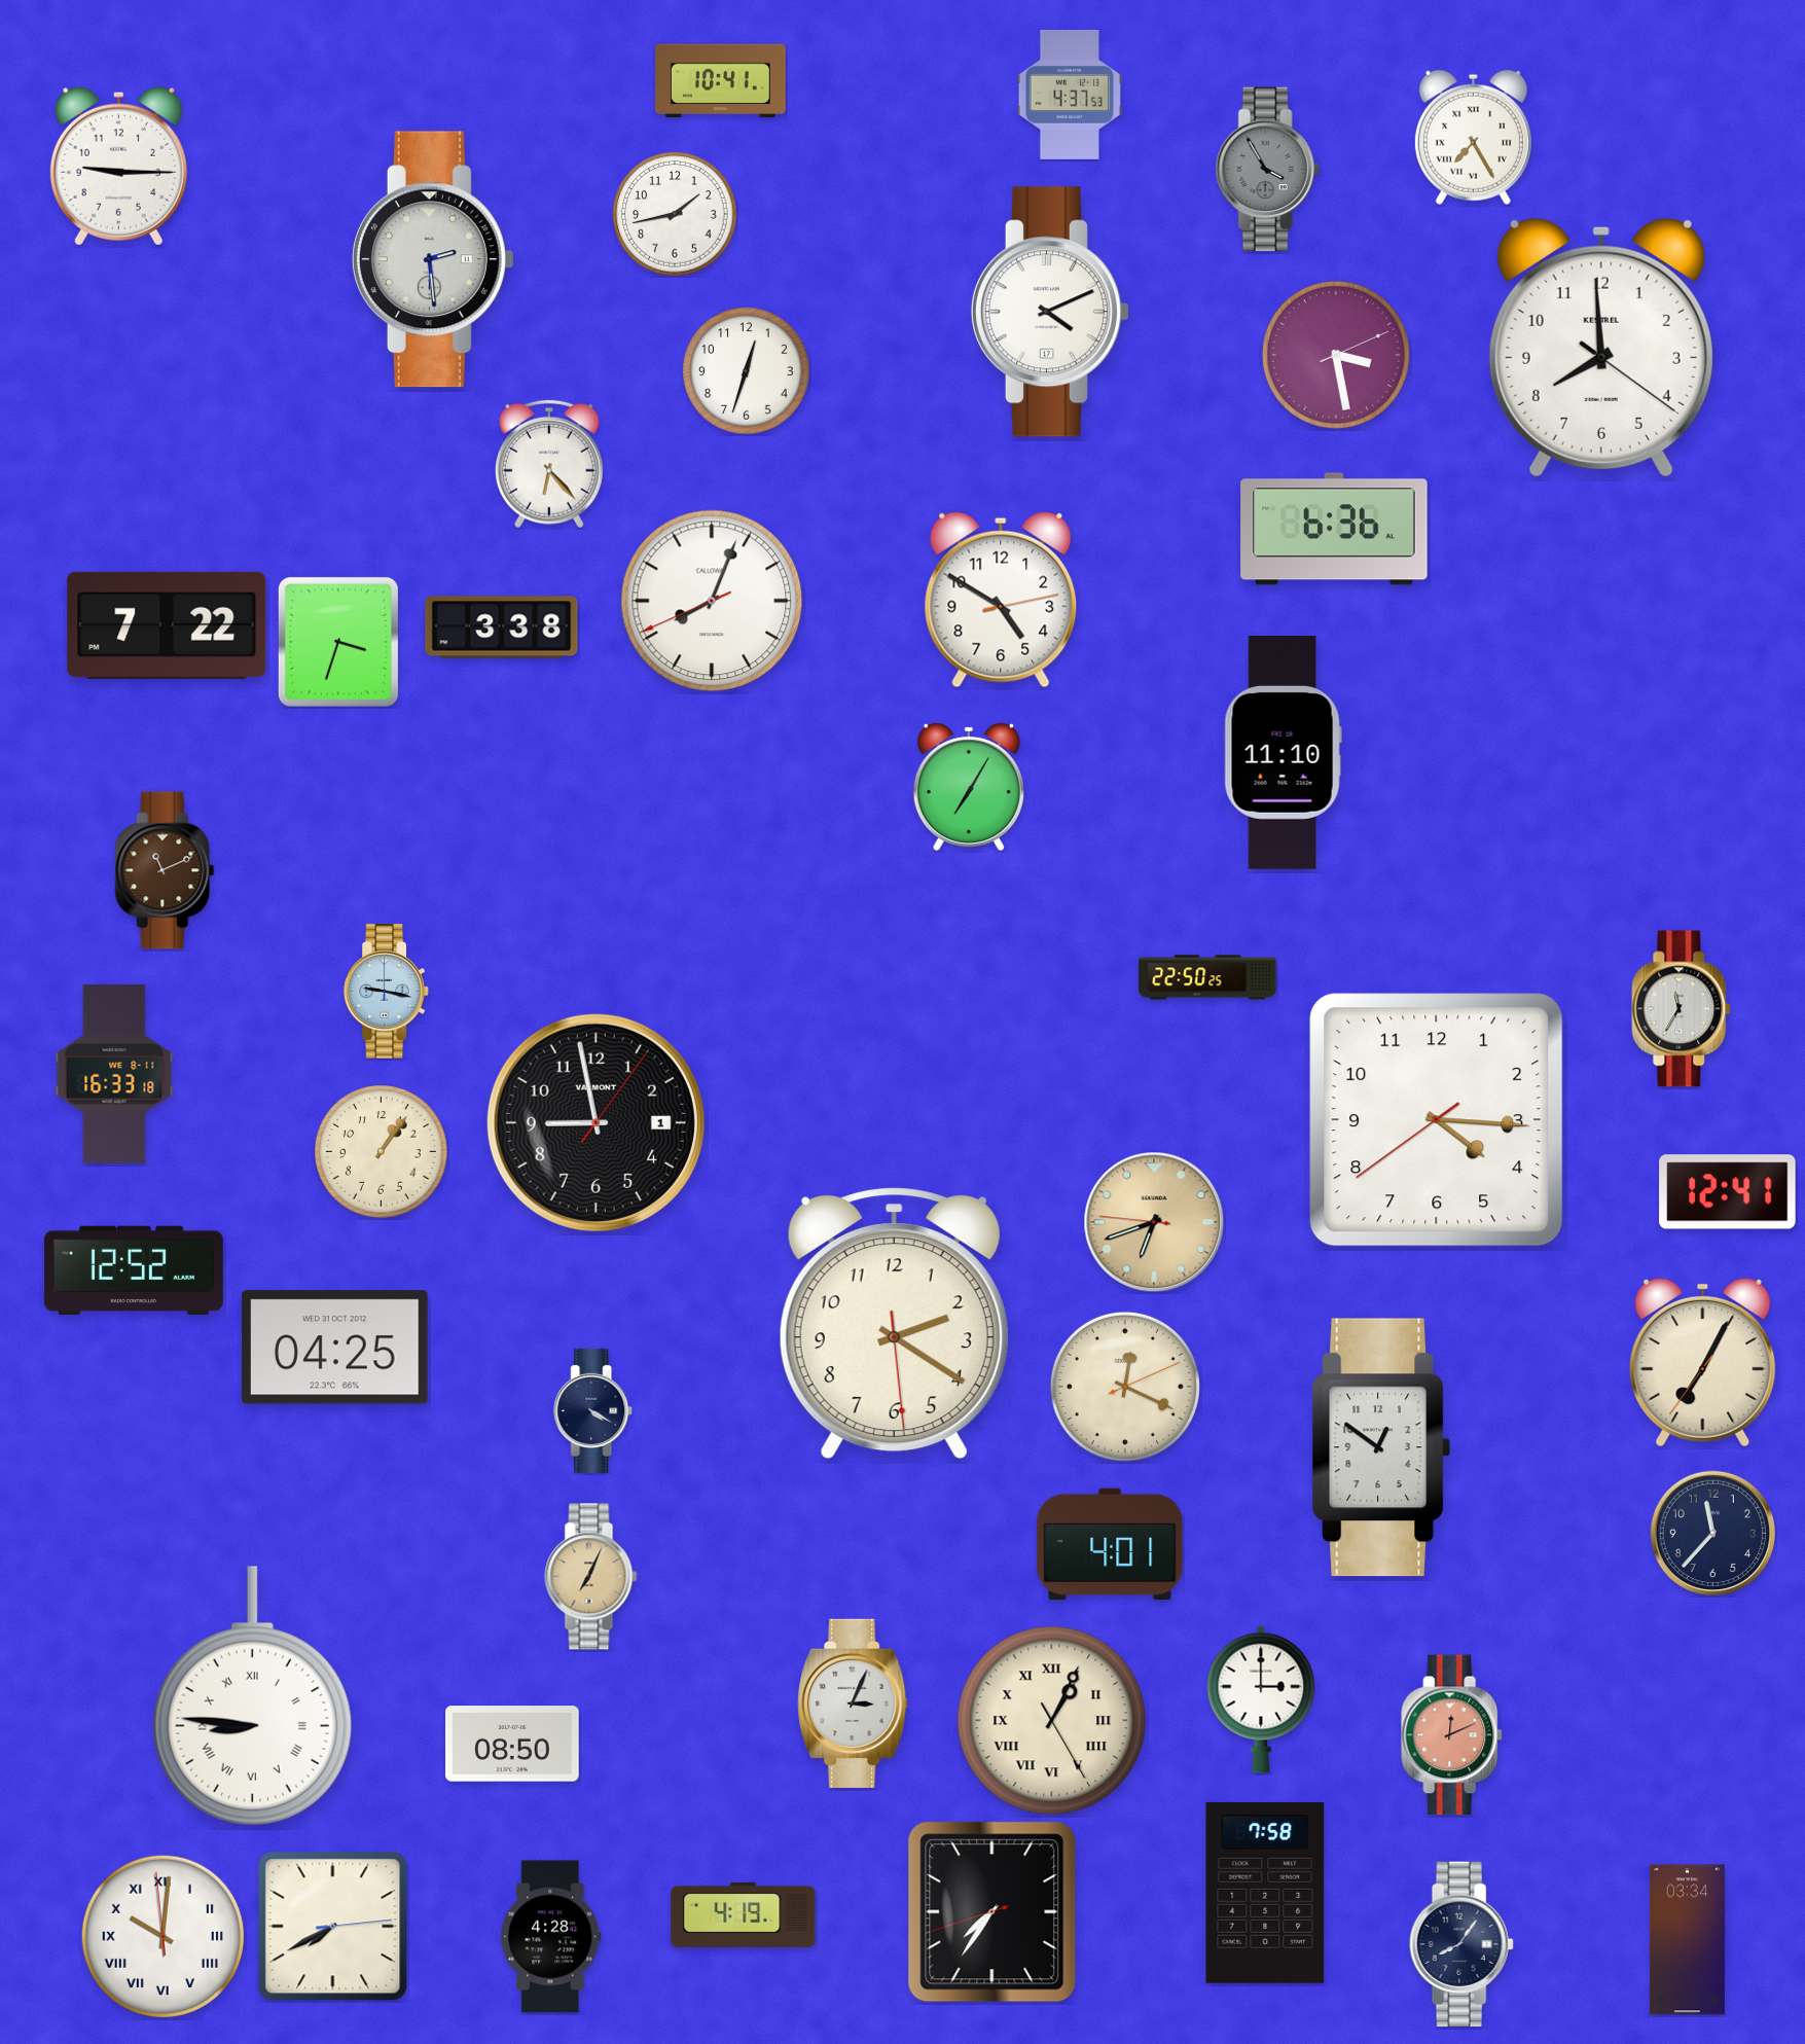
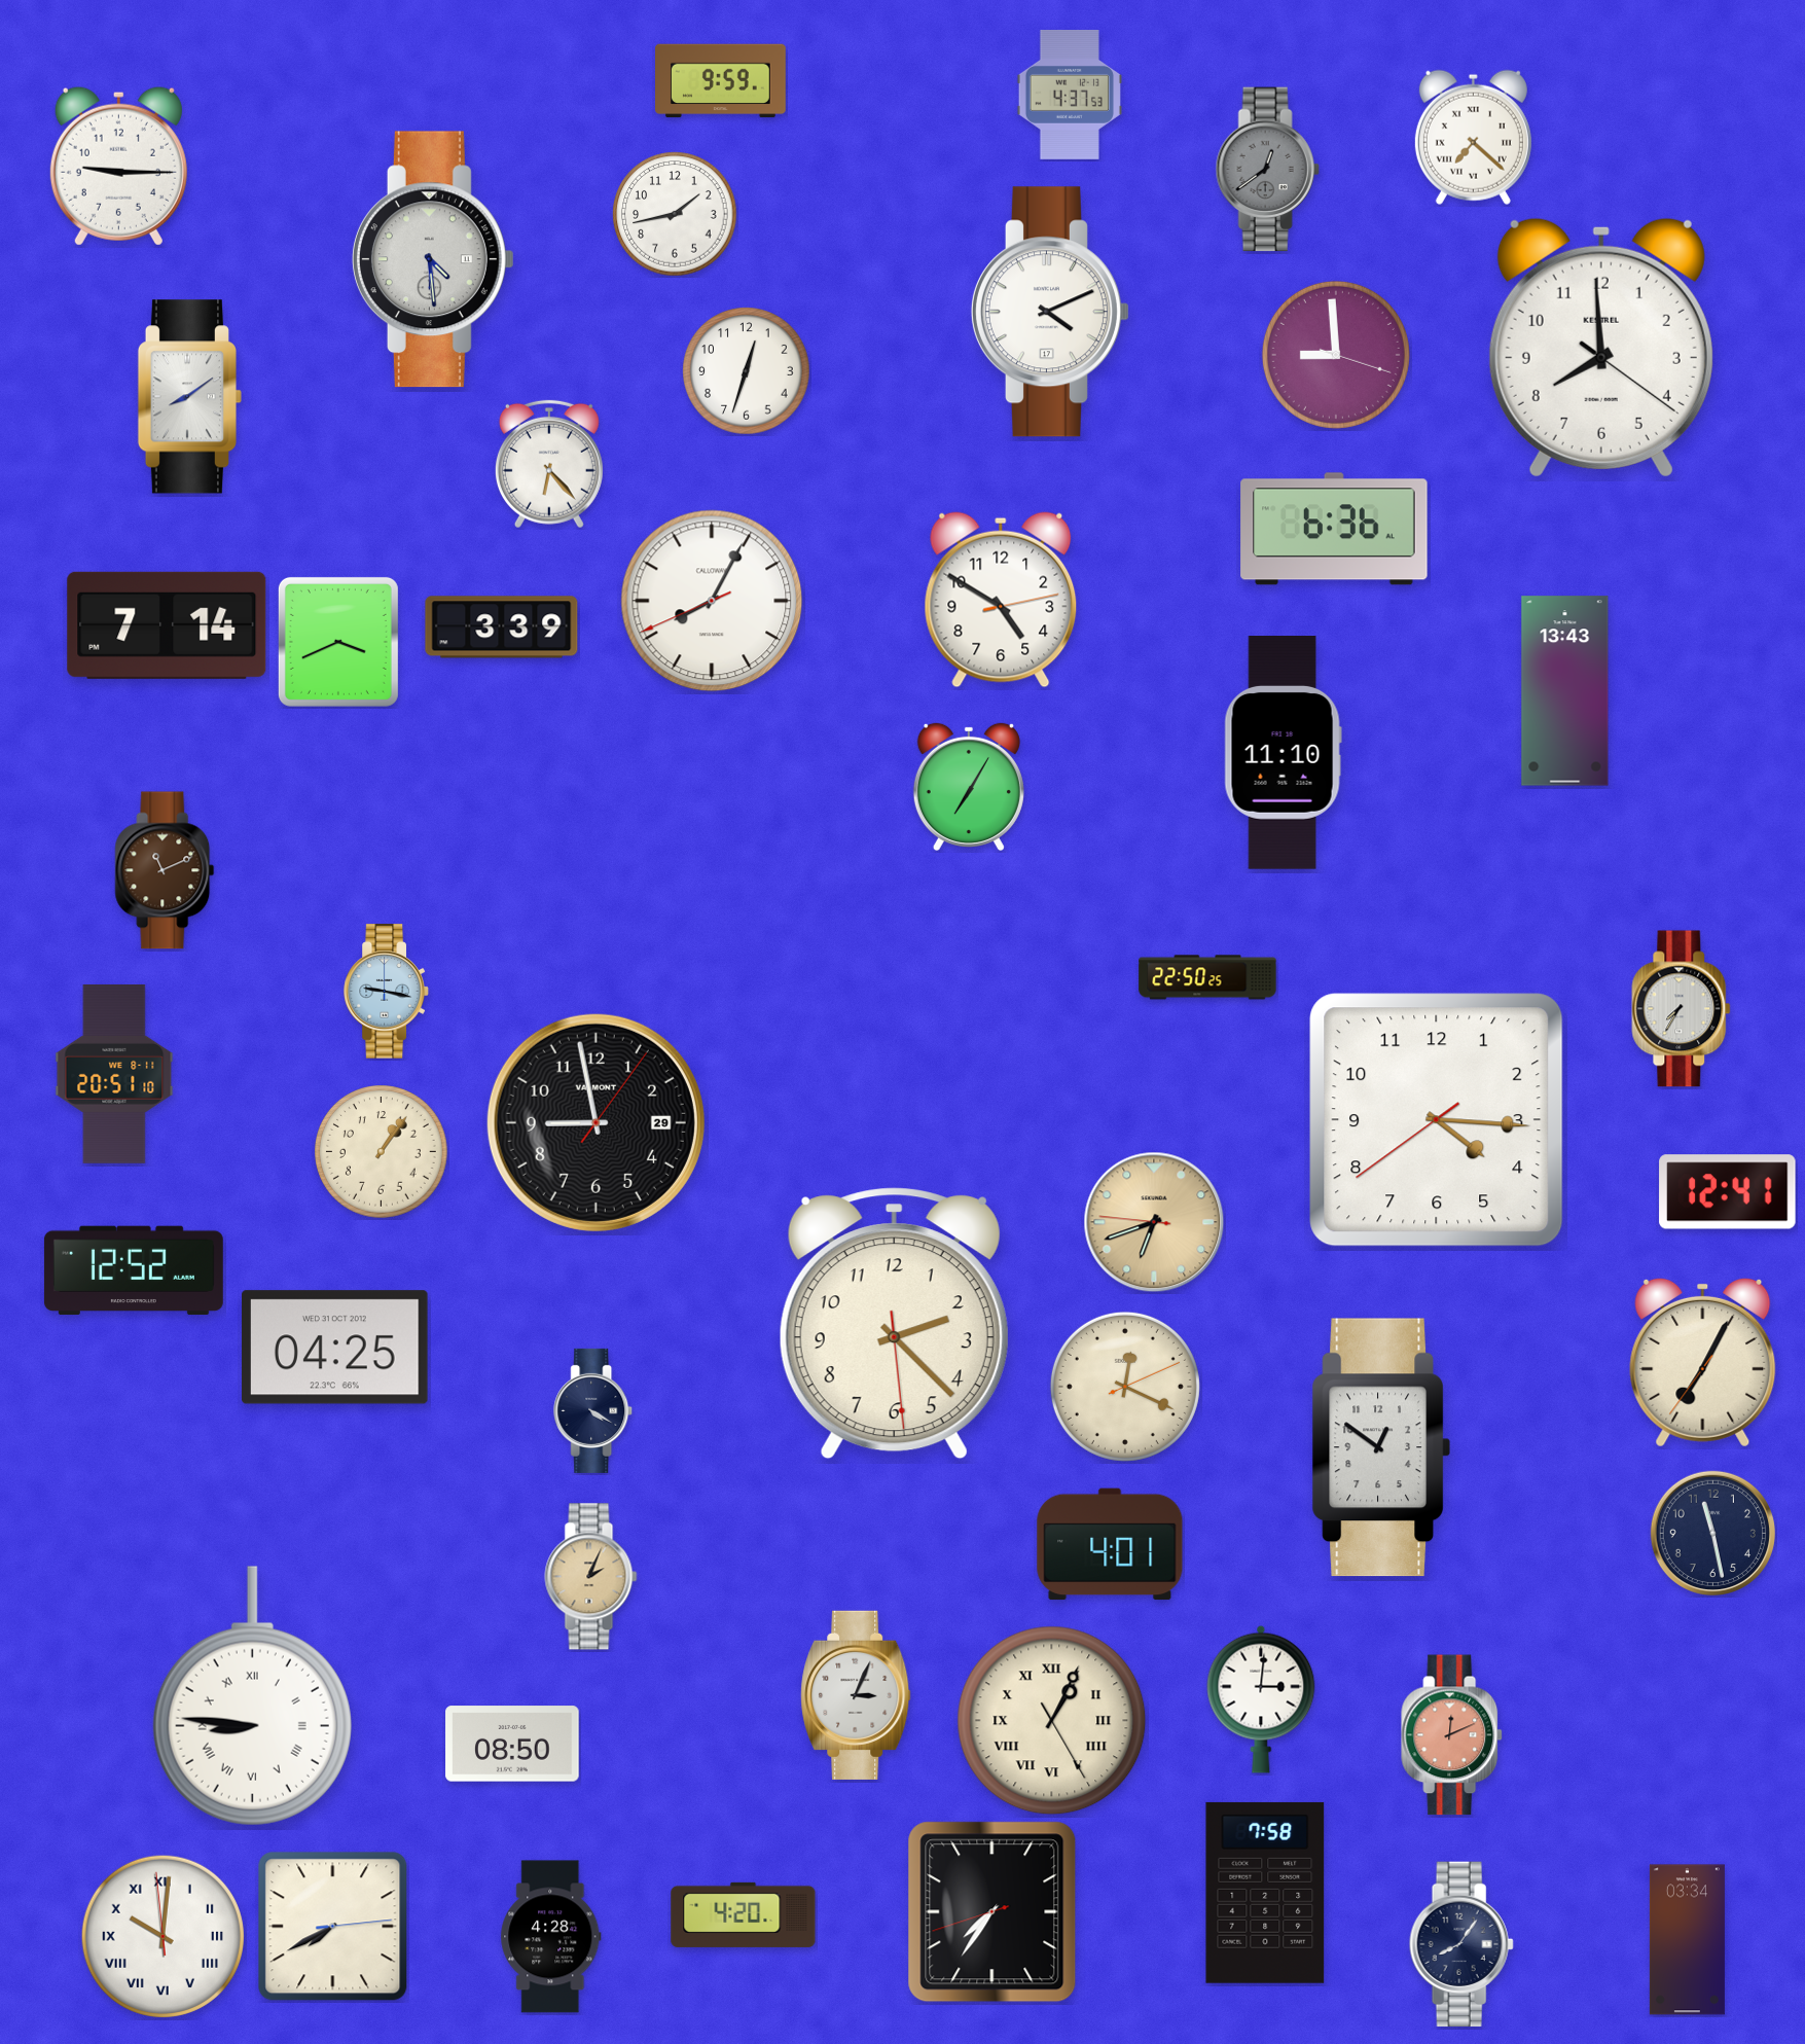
clock at (721, 81): 10:41 -> 9:59
clock at (1473, 137): 7:25 -> 7:22
clock at (1267, 170): 3:55 -> 12:39
clock at (433, 259): 2:29 -> 4:29
clock at (1336, 355): 3:28 -> 8:59
clock at (189, 397): none -> 8:09
clock at (712, 601): 8:03 -> 8:04
clock at (167, 625): 7:22 -> 7:14
clock at (502, 627): 3:38 -> 3:39
clock at (338, 642): 3:33 -> 3:41
clock at (1565, 691): none -> 13:43
clock at (1682, 1009): 11:35 -> 7:35
clock at (114, 1074): 16:33 -> 20:51
clock at (595, 1122) date: 1 -> 29
clock at (894, 1324): 2:20 -> 2:22
clock at (1712, 1533): 11:37 -> 11:28
clock at (591, 1577): 7:04 -> 2:04
clock at (1261, 1699): 3:00 -> 3:01
clock at (853, 1704) position: (853, 1704) -> (856, 1695)
clock at (744, 1914): 4:19 -> 4:20
